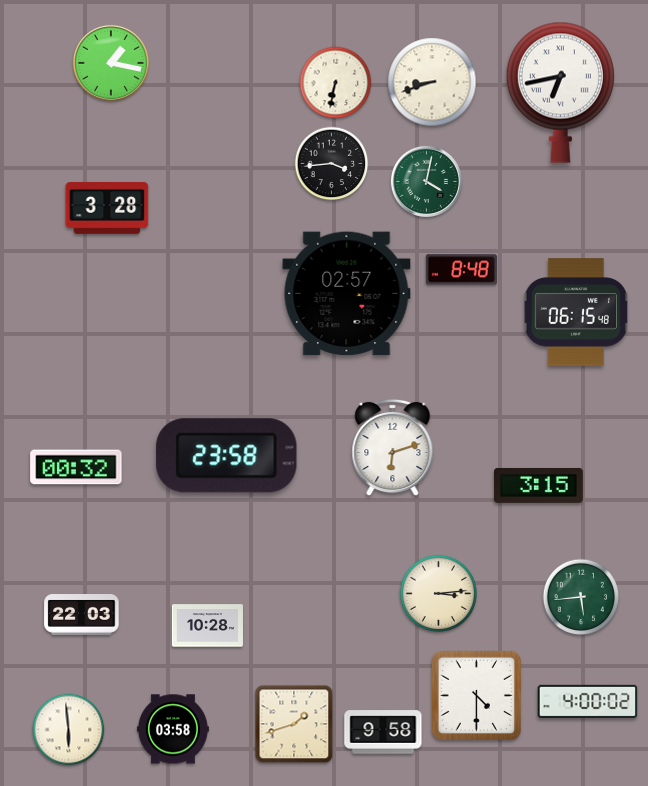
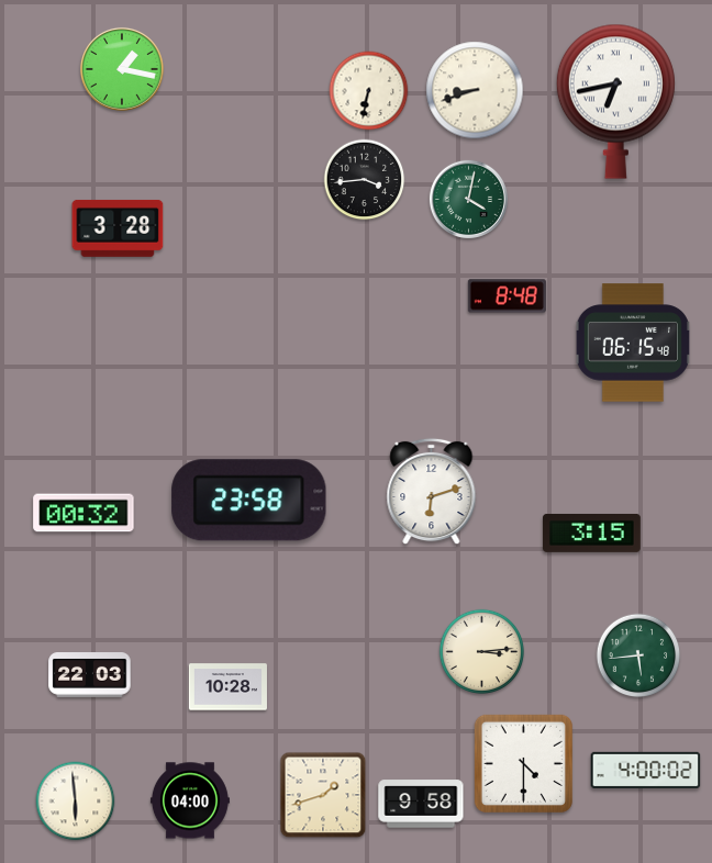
clock at (347, 294): 02:57 -> none
clock at (173, 729): 03:58 -> 04:00
